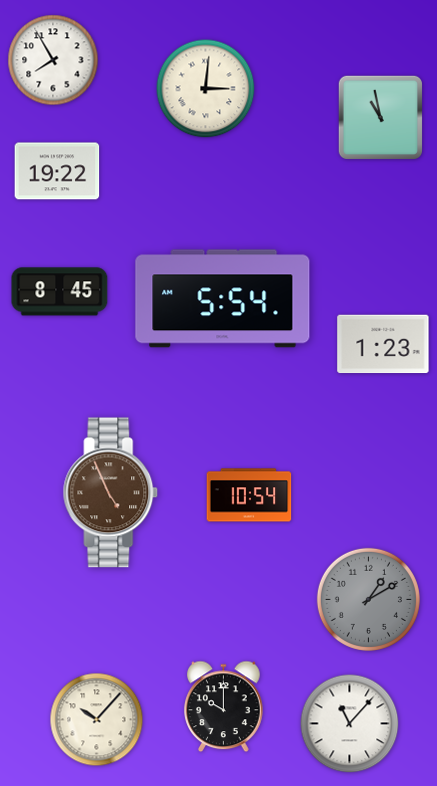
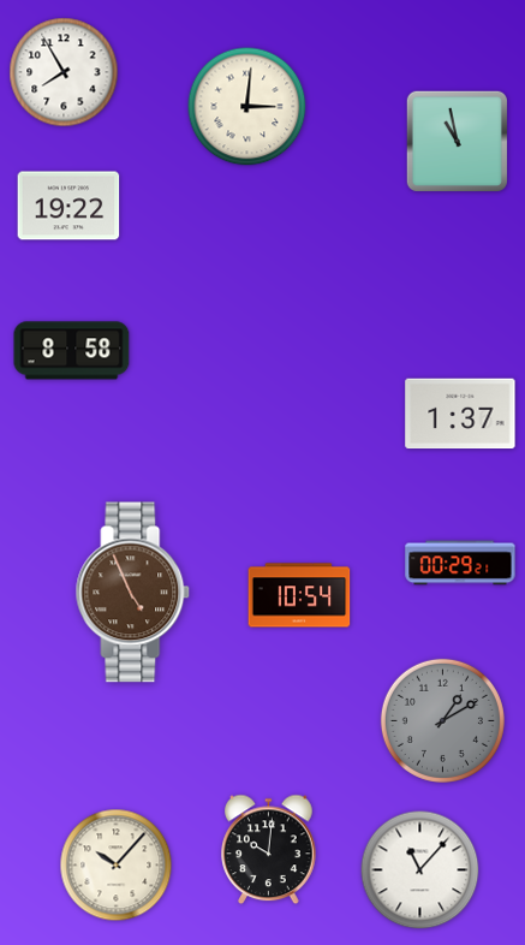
clock at (60, 292): 8:45 -> 8:58
clock at (223, 299): 5:54 -> none
clock at (383, 344): 1:23 -> 1:37
clock at (460, 563): none -> 00:29
clock at (224, 707): 10:00 -> 10:01
